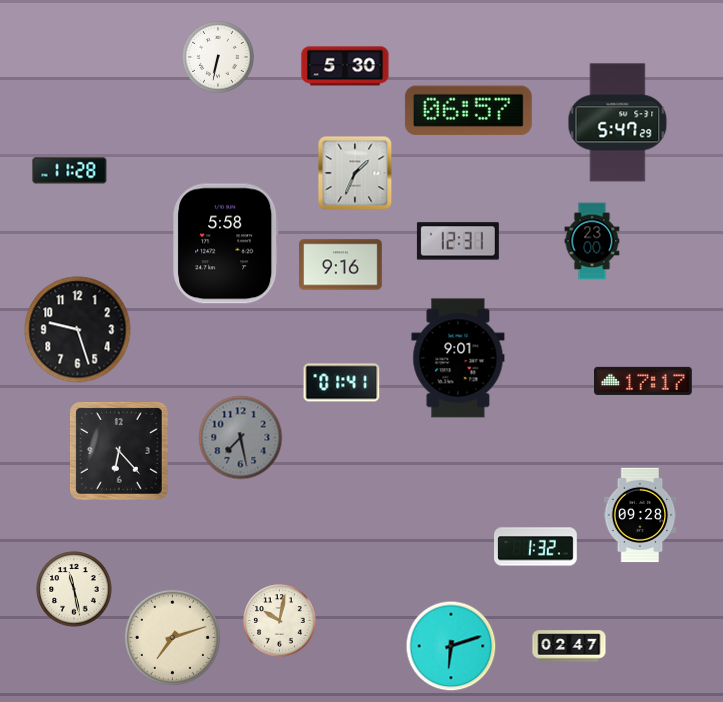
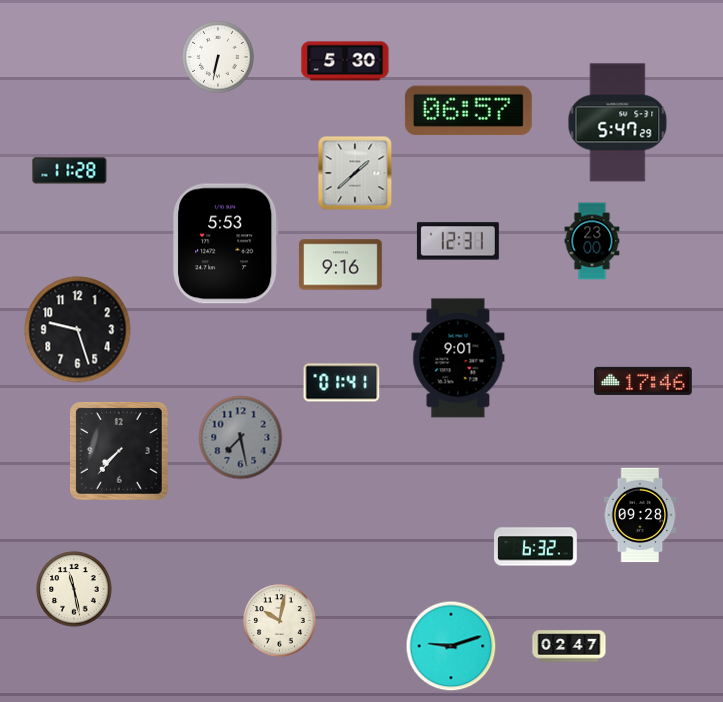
clock at (345, 66) position: (345, 66) -> (345, 61)
clock at (355, 173): 1:34 -> 1:38
clock at (226, 244): 5:58 -> 5:53
clock at (644, 381): 17:17 -> 17:46
clock at (120, 452): 6:23 -> 7:37
clock at (536, 547): 1:32 -> 6:32
clock at (172, 637): 7:12 -> none
clock at (451, 646): 6:12 -> 9:12
